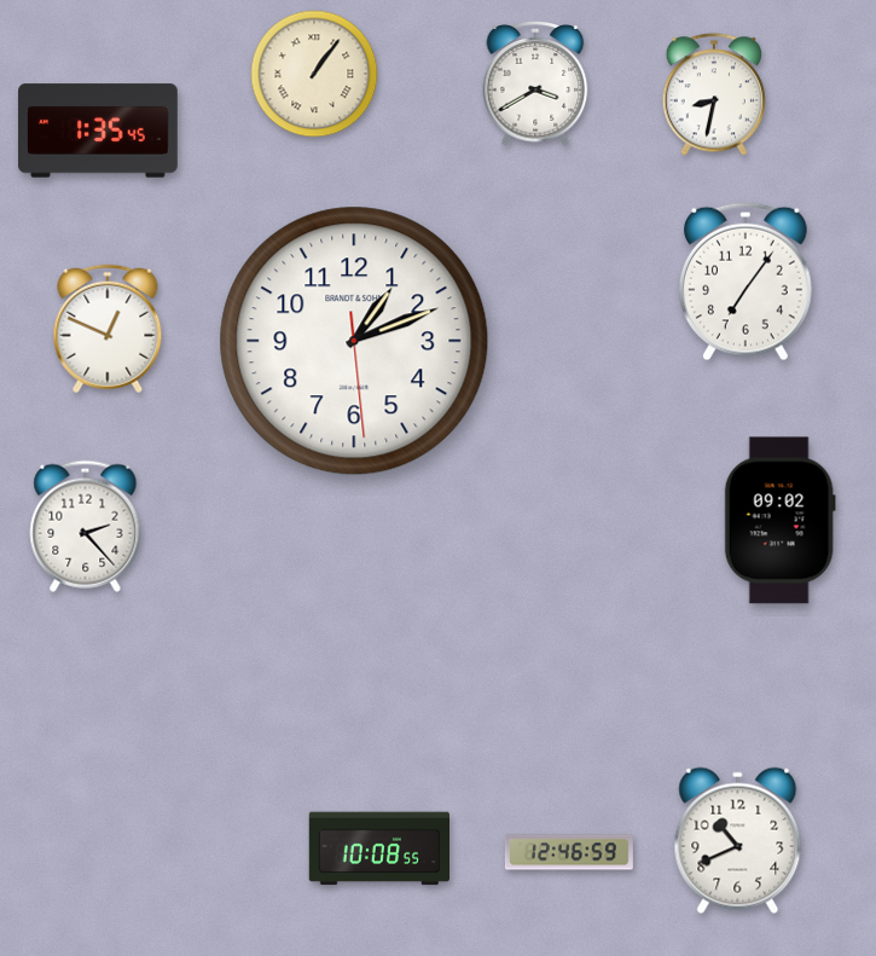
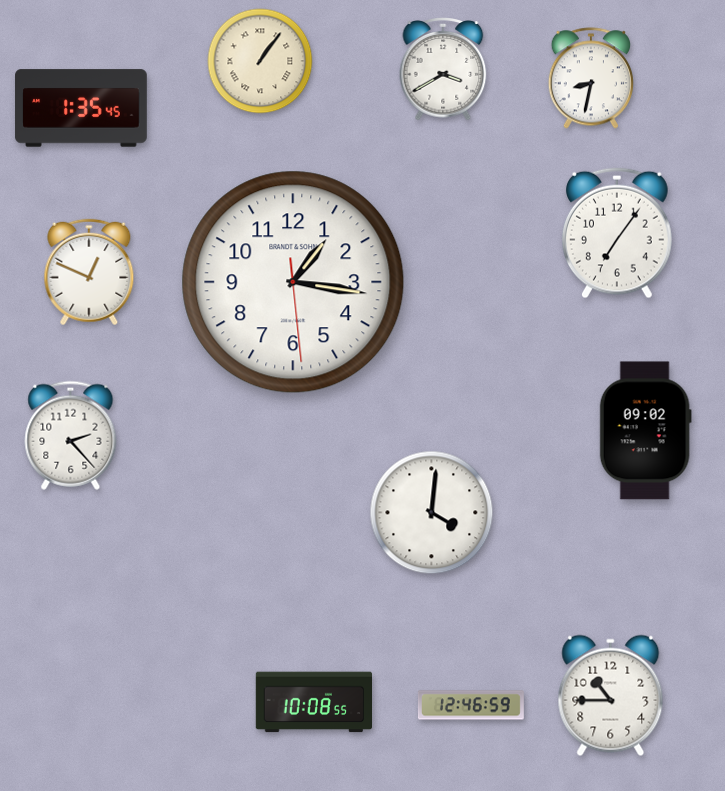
clock at (354, 341): 1:11 -> 1:16
clock at (432, 513): none -> 4:01
clock at (738, 841): 10:41 -> 10:45
